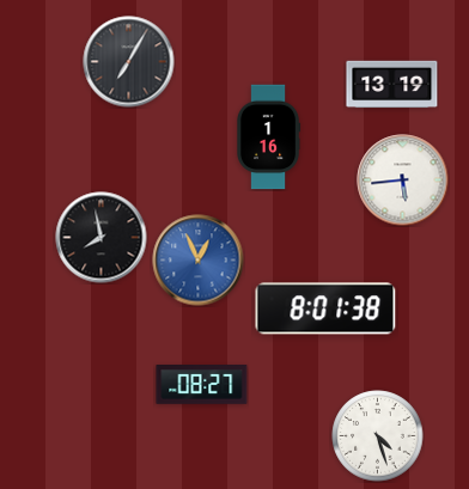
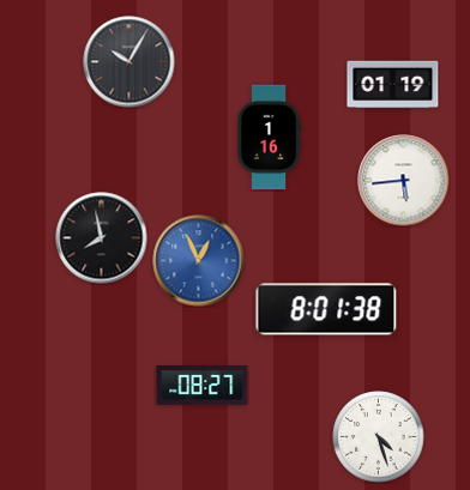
clock at (129, 62): 7:05 -> 10:05
clock at (392, 85): 13:19 -> 01:19
